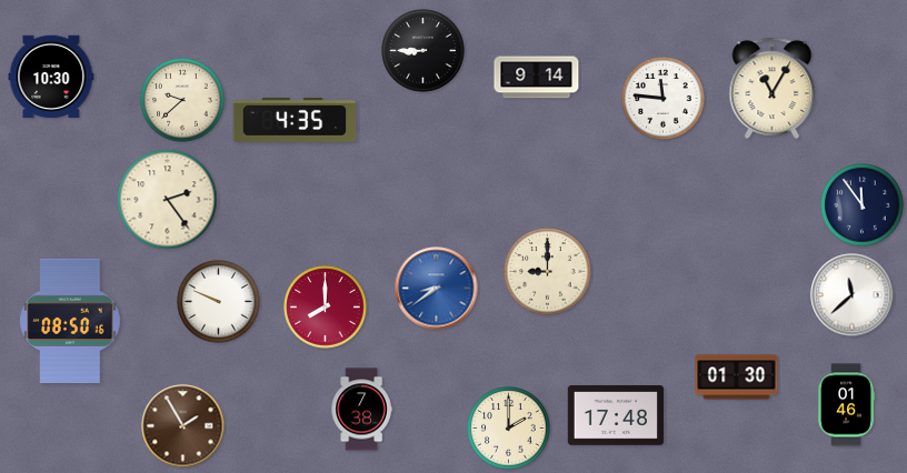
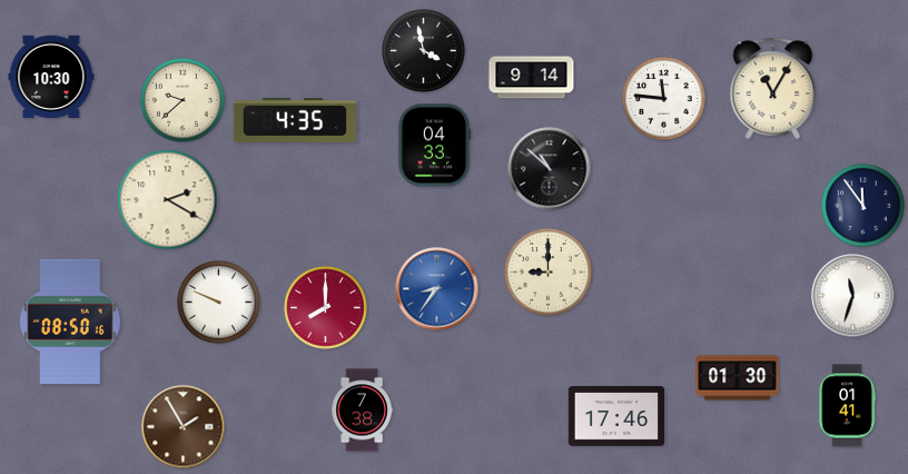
clock at (423, 51): 8:45 -> 3:58
clock at (537, 78) position: (537, 78) -> (532, 78)
clock at (434, 146): none -> 04:33
clock at (550, 169): none -> 10:52
clock at (168, 200): 2:24 -> 2:20
clock at (437, 289): 8:39 -> 8:36
clock at (853, 295): 11:38 -> 11:33
clock at (846, 405): 01:46 -> 01:41
clock at (615, 415): 17:48 -> 17:46
clock at (509, 429): 2:00 -> none
